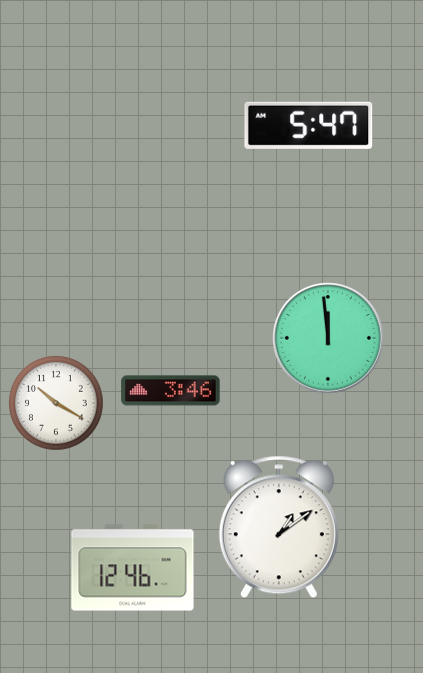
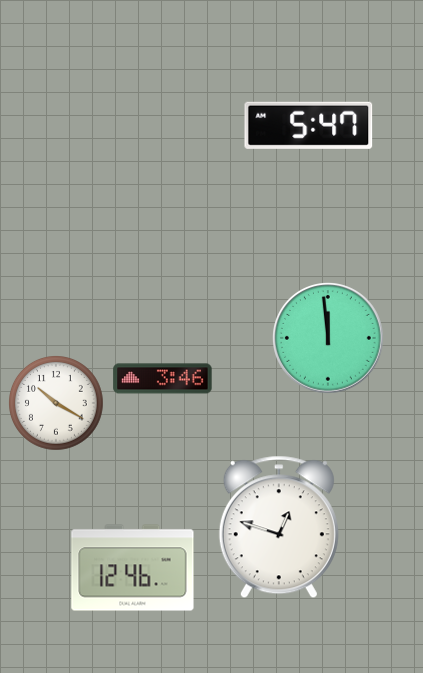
clock at (171, 391) position: (171, 391) -> (163, 379)
clock at (279, 527): 1:09 -> 12:48
